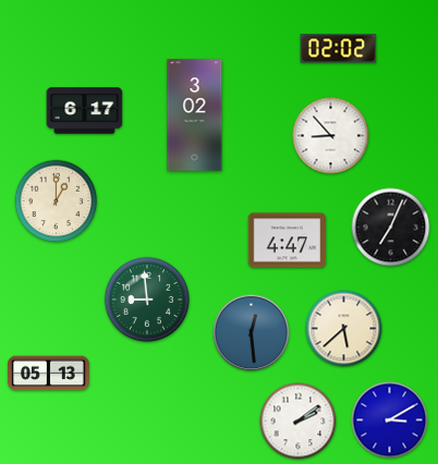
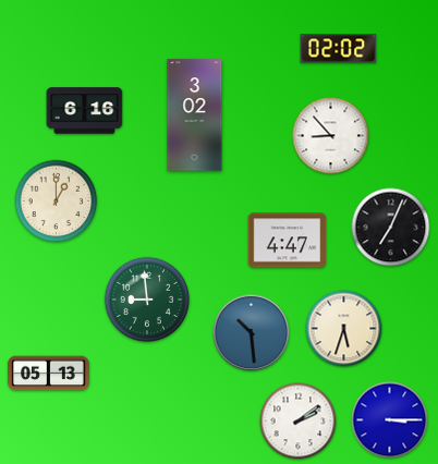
clock at (85, 111): 6:17 -> 6:16
clock at (344, 329): 5:38 -> 5:33
clock at (252, 333): 12:29 -> 10:29
clock at (390, 420): 3:10 -> 3:15
